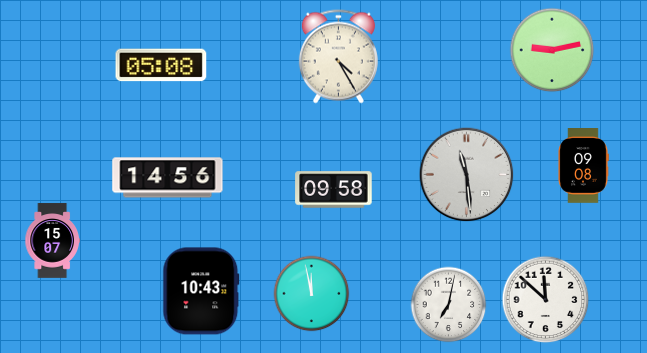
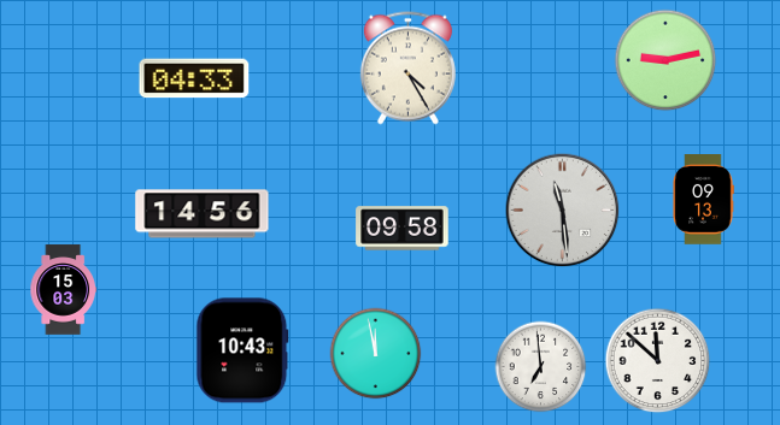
clock at (161, 65): 05:08 -> 04:33
clock at (583, 166): 09:08 -> 09:13
clock at (52, 241): 15:07 -> 15:03
clock at (449, 305): 7:02 -> 6:59
